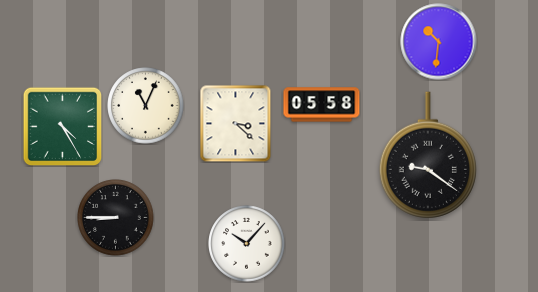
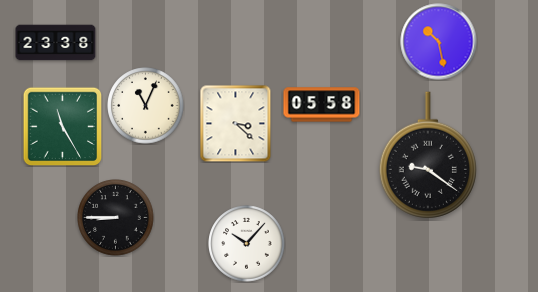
clock at (439, 42): 10:31 -> 10:28
clock at (56, 43): none -> 23:38
clock at (62, 126): 4:25 -> 11:25
